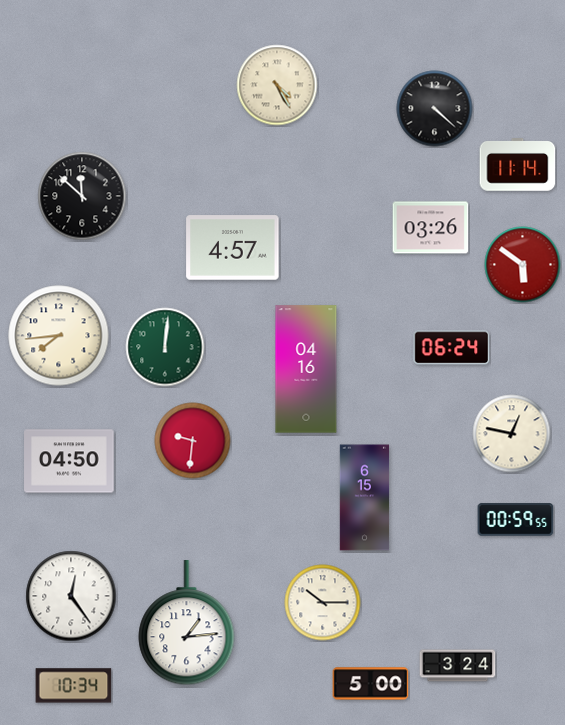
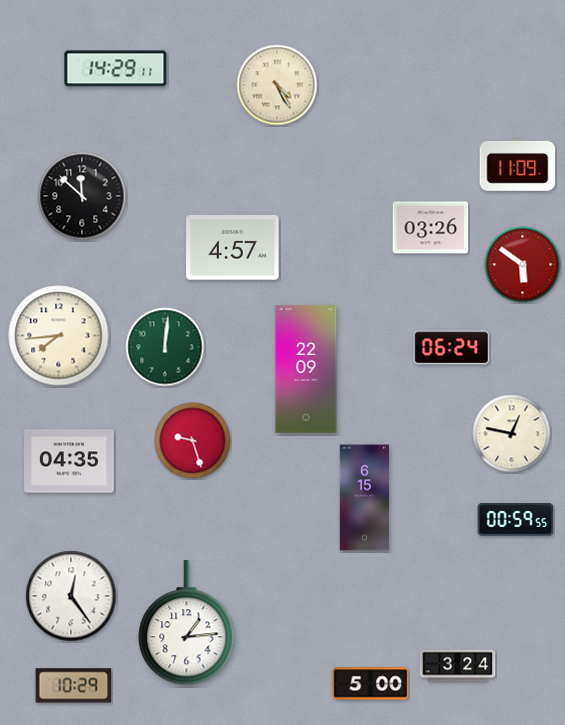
clock at (116, 69): none -> 14:29
clock at (435, 109): 4:22 -> none
clock at (518, 165): 11:14 -> 11:09
clock at (306, 369): 04:16 -> 22:09
clock at (193, 441): 9:31 -> 9:27
clock at (69, 461): 04:50 -> 04:35
clock at (323, 603): 10:15 -> none
clock at (74, 686): 10:34 -> 10:29
